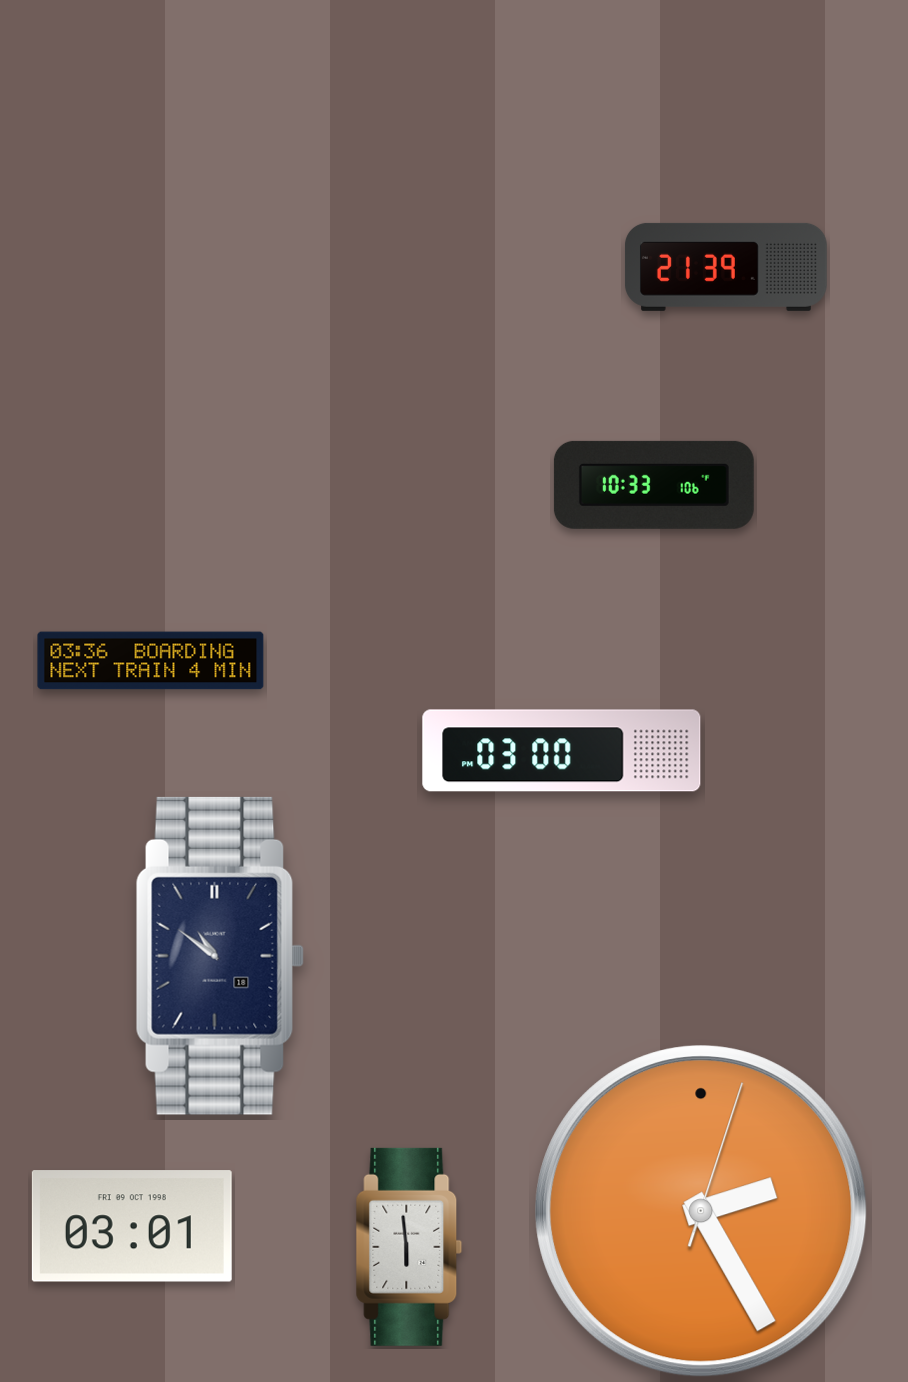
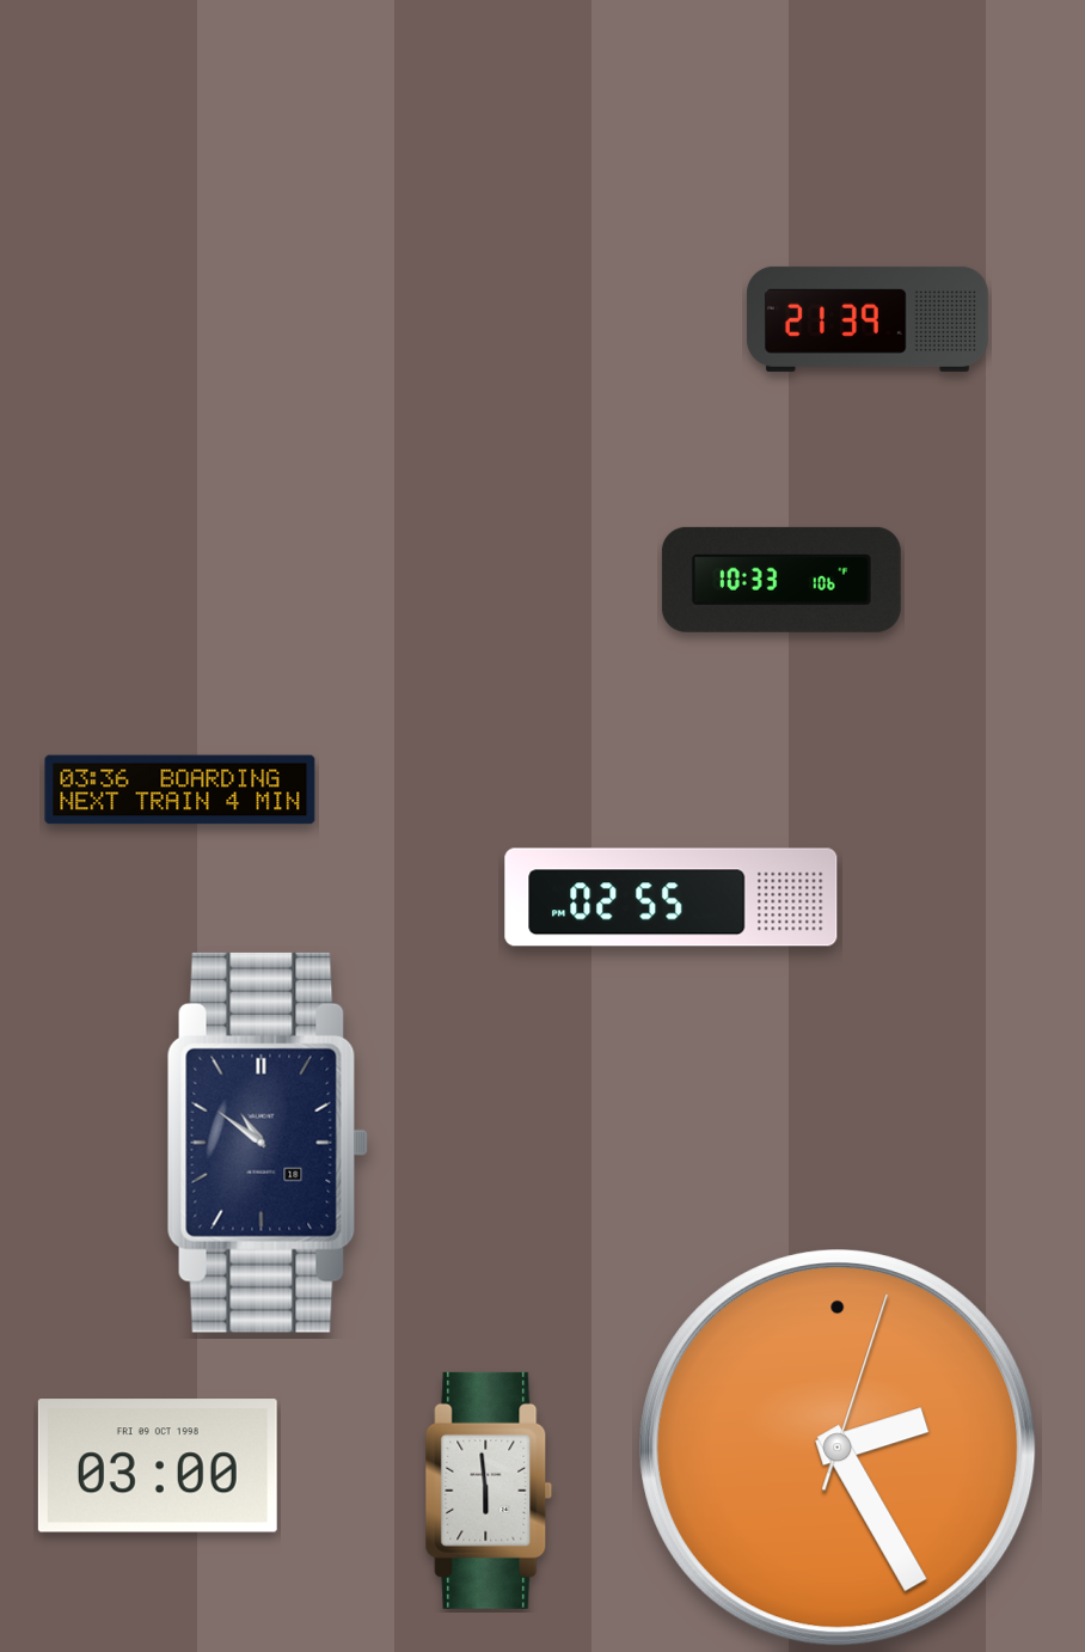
clock at (562, 751): 03:00 -> 02:55
clock at (220, 956) position: (220, 956) -> (268, 1143)
clock at (132, 1226): 03:01 -> 03:00
